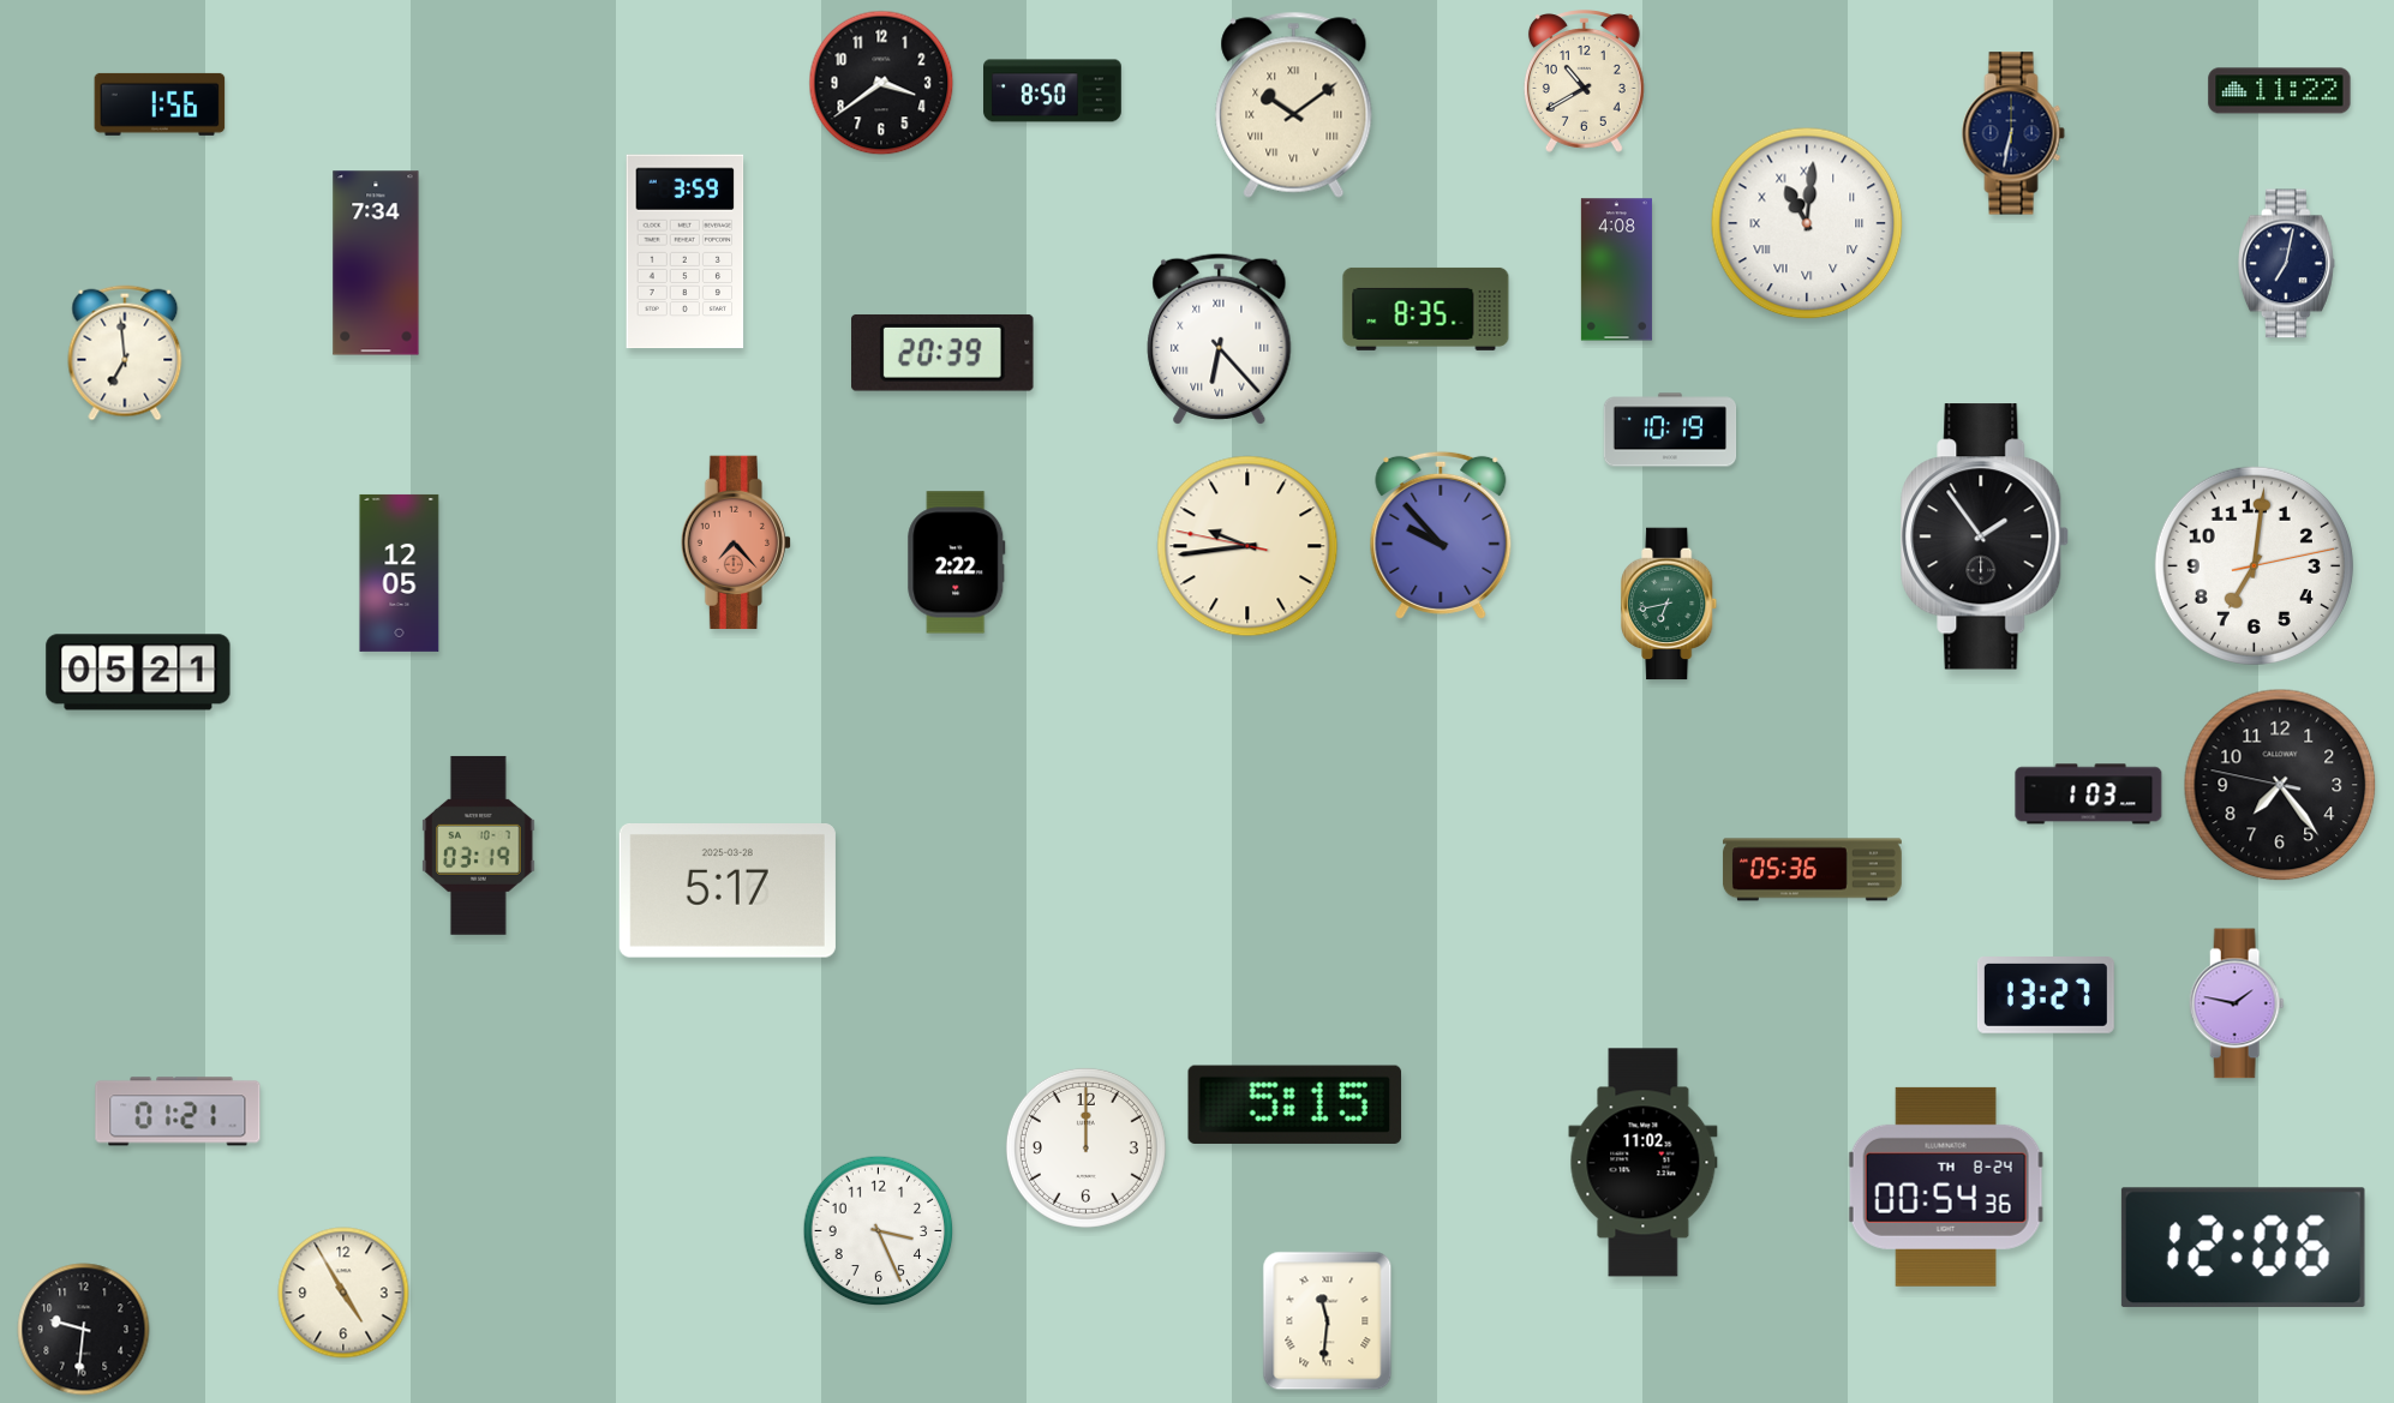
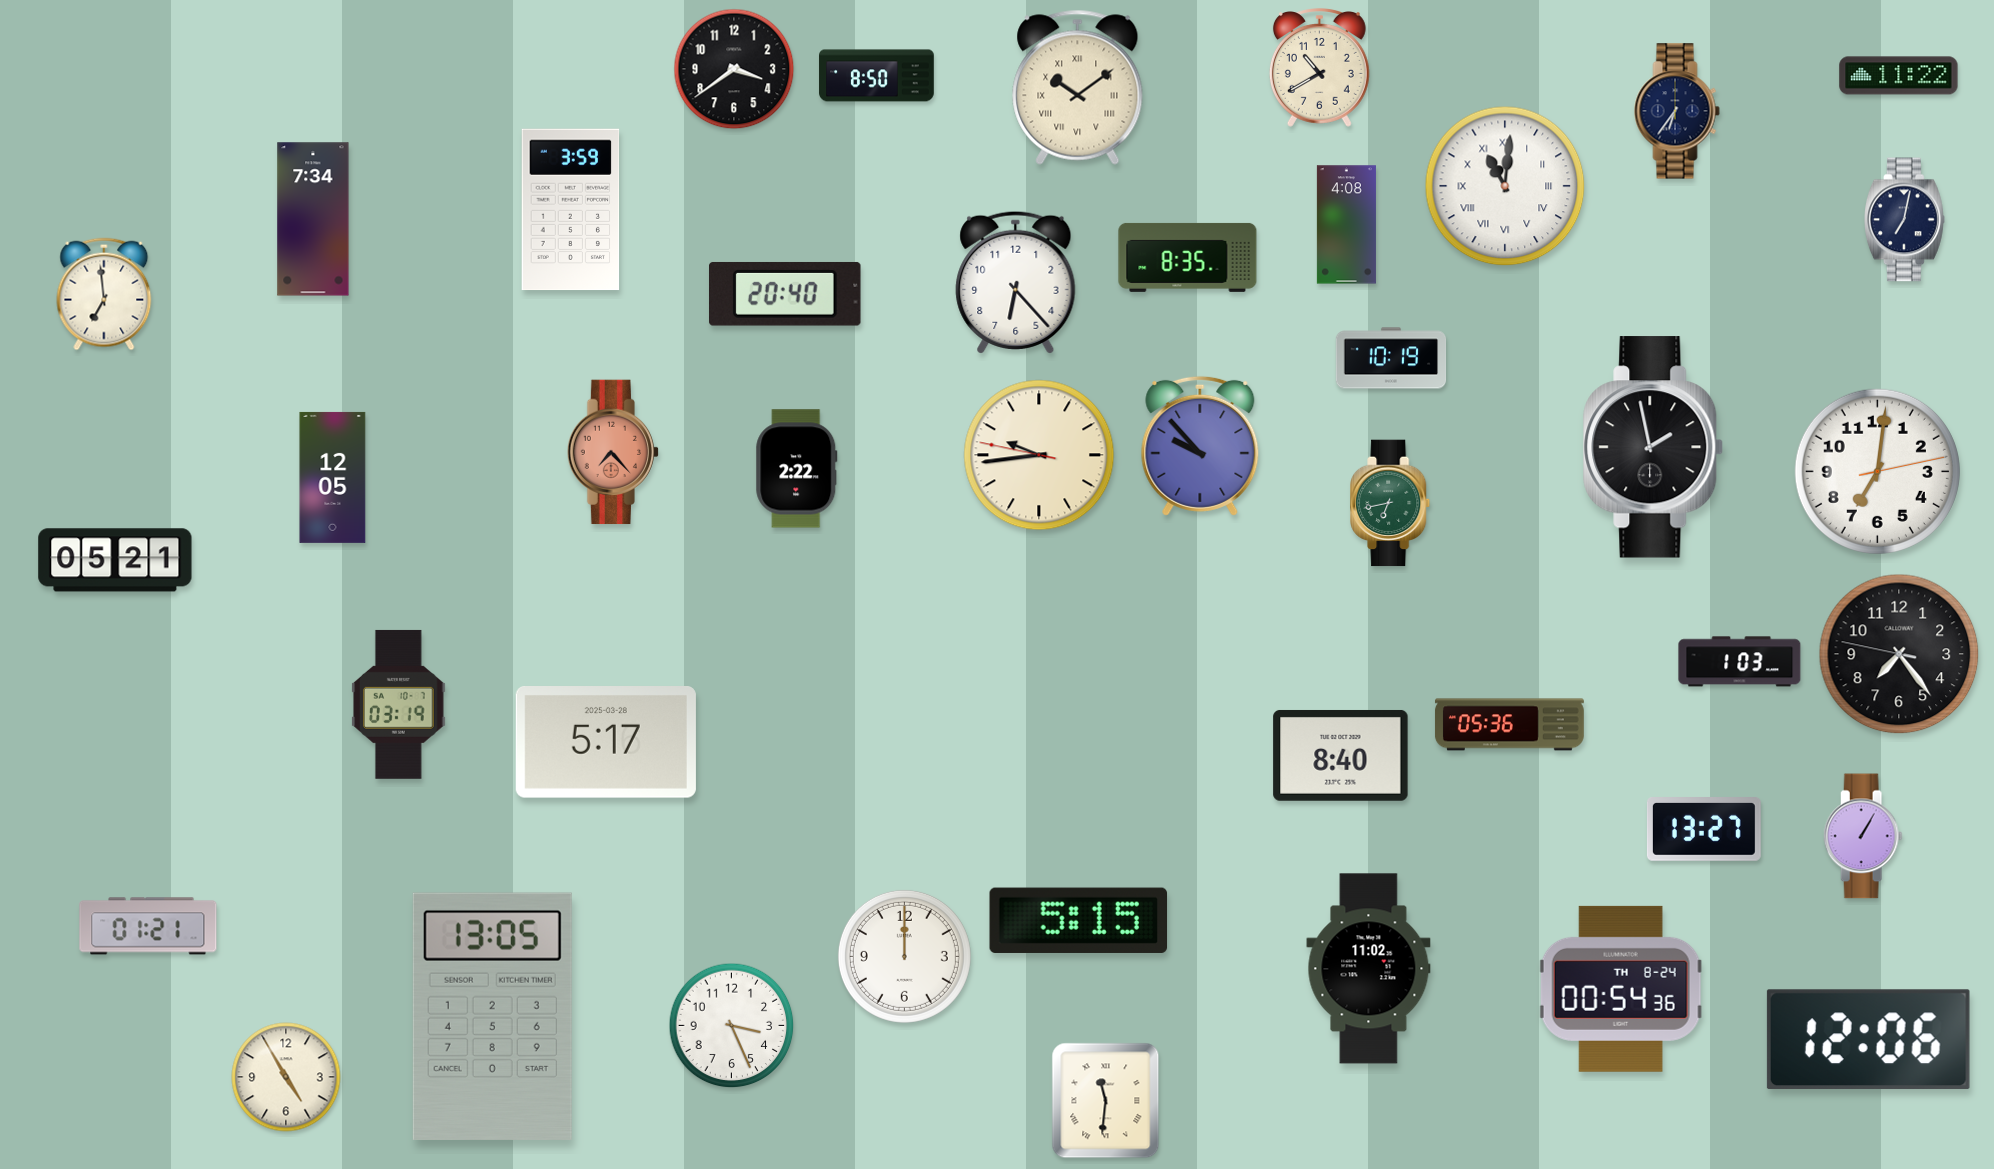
clock at (160, 104): 1:56 -> none
clock at (2013, 133): 6:32 -> 6:36
clock at (1220, 338) numerals: Roman -> Arabic
clock at (944, 353): 20:39 -> 20:40
clock at (1986, 536): 1:54 -> 1:58
clock at (1341, 755): none -> 8:40
clock at (2237, 1003): 1:47 -> 1:05
clock at (492, 1016): none -> 13:05
clock at (84, 1330): 9:31 -> none
